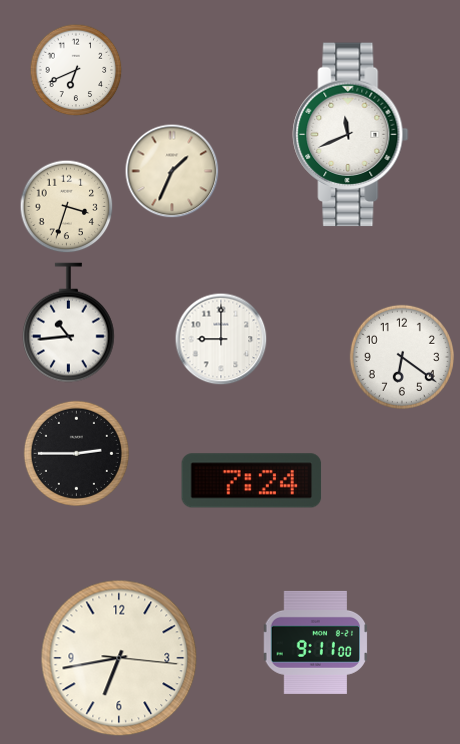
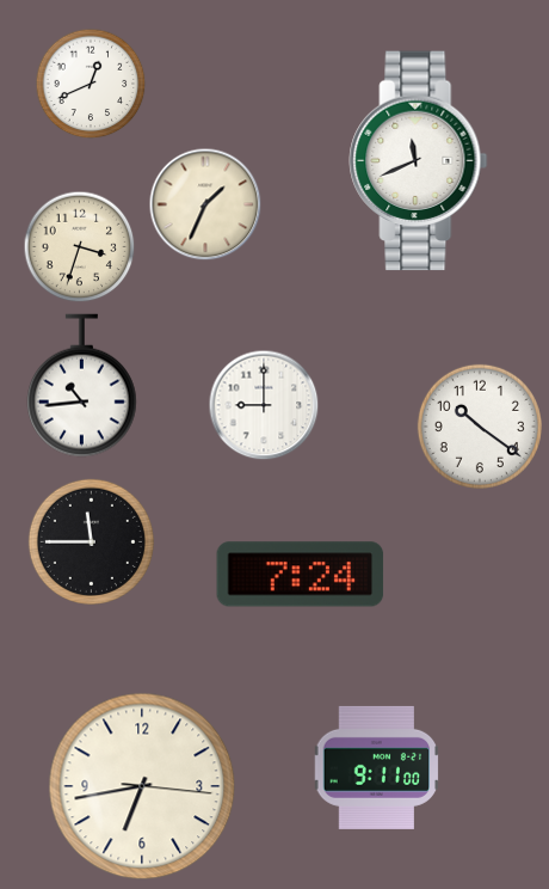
clock at (76, 70): 6:41 -> 12:41
clock at (402, 357): 6:21 -> 10:21
clock at (76, 453): 2:45 -> 11:45
